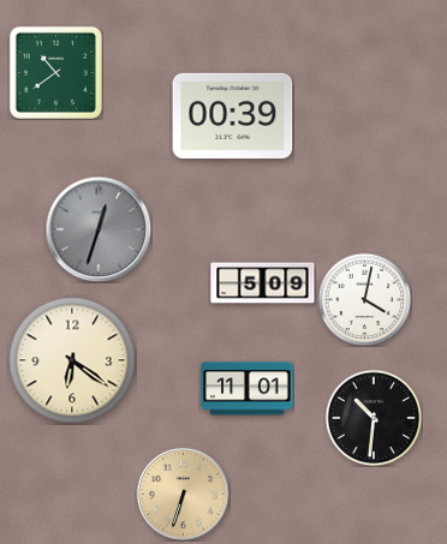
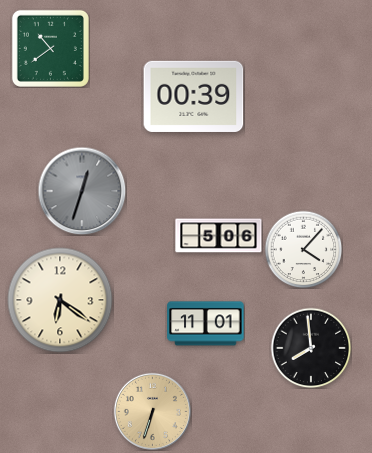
clock at (55, 72) position: (55, 72) -> (50, 48)
clock at (263, 283): 5:09 -> 5:06
clock at (364, 299): 4:02 -> 4:07
clock at (374, 418): 10:31 -> 7:59
